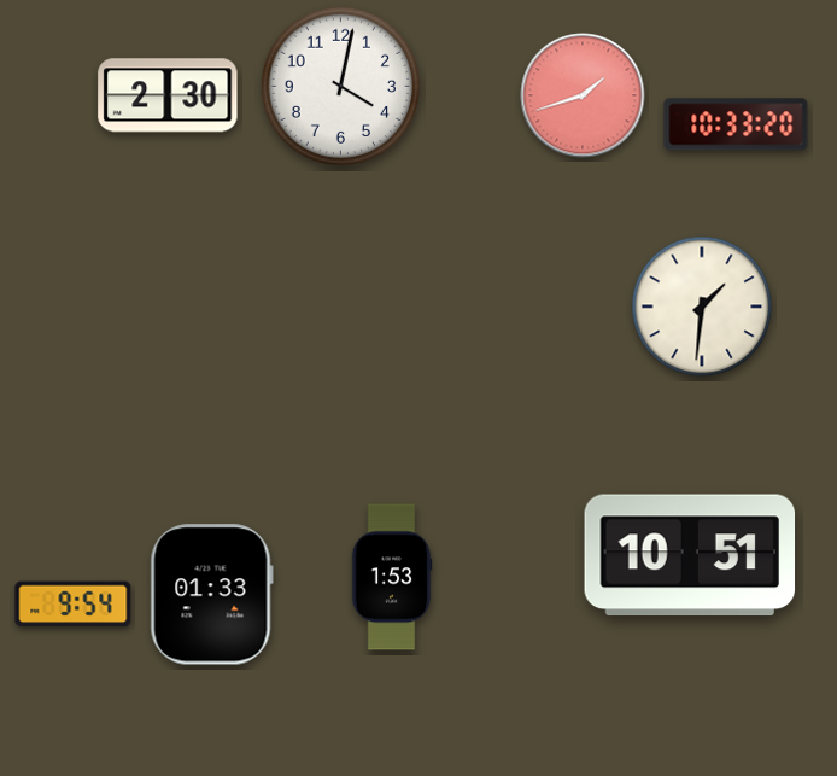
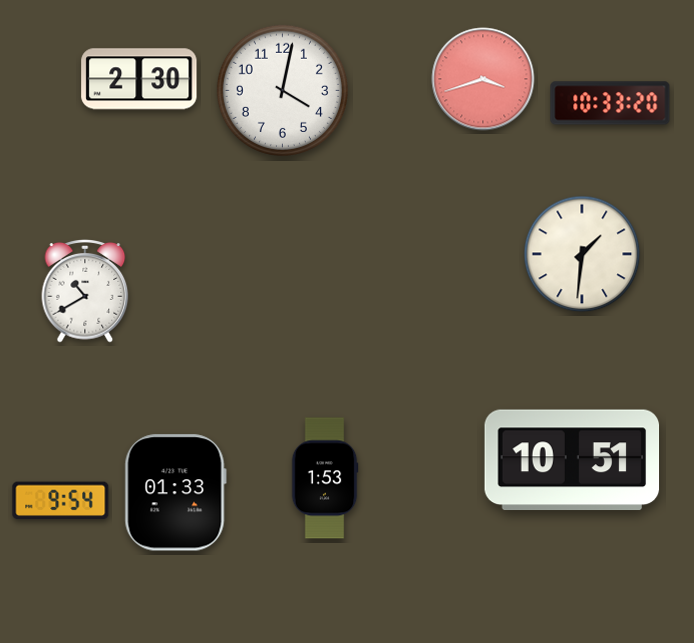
clock at (340, 86) position: (340, 86) -> (282, 90)
clock at (583, 95): 1:42 -> 3:42
clock at (85, 292): none -> 10:40
